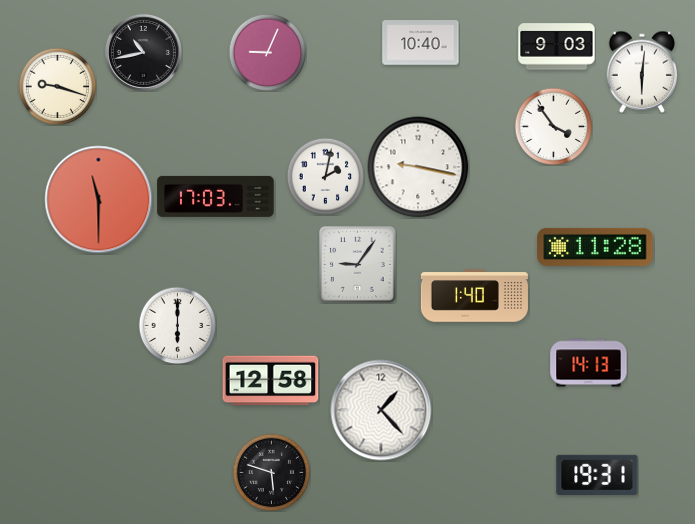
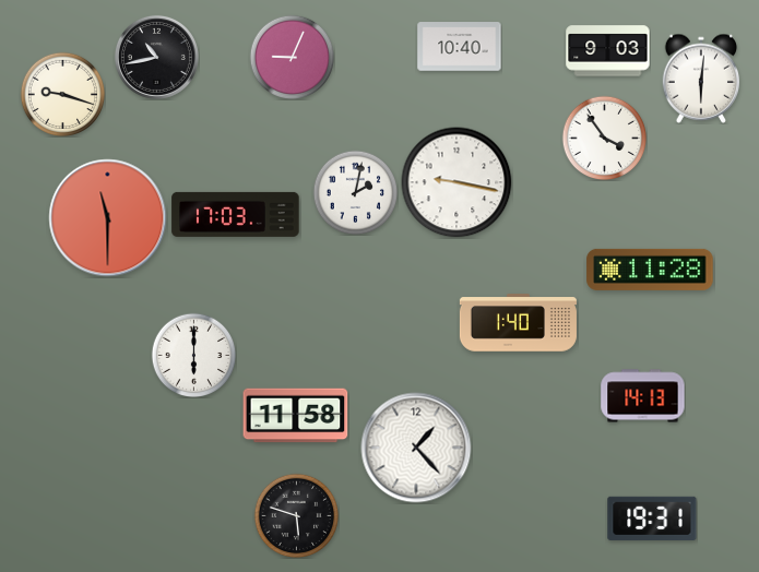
clock at (358, 265): 9:06 -> none
clock at (271, 381): 12:58 -> 11:58
